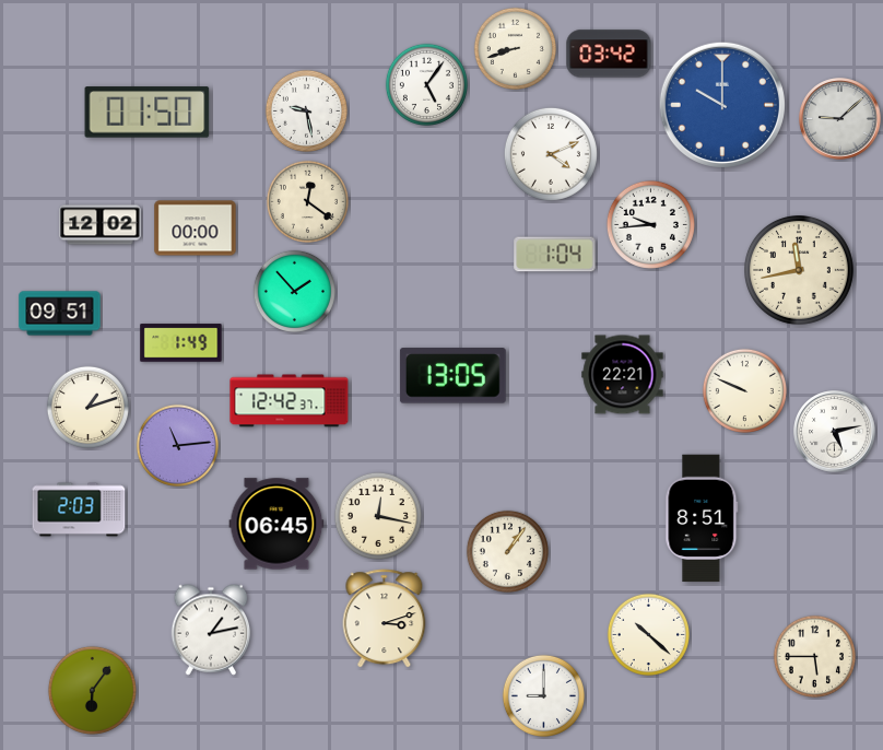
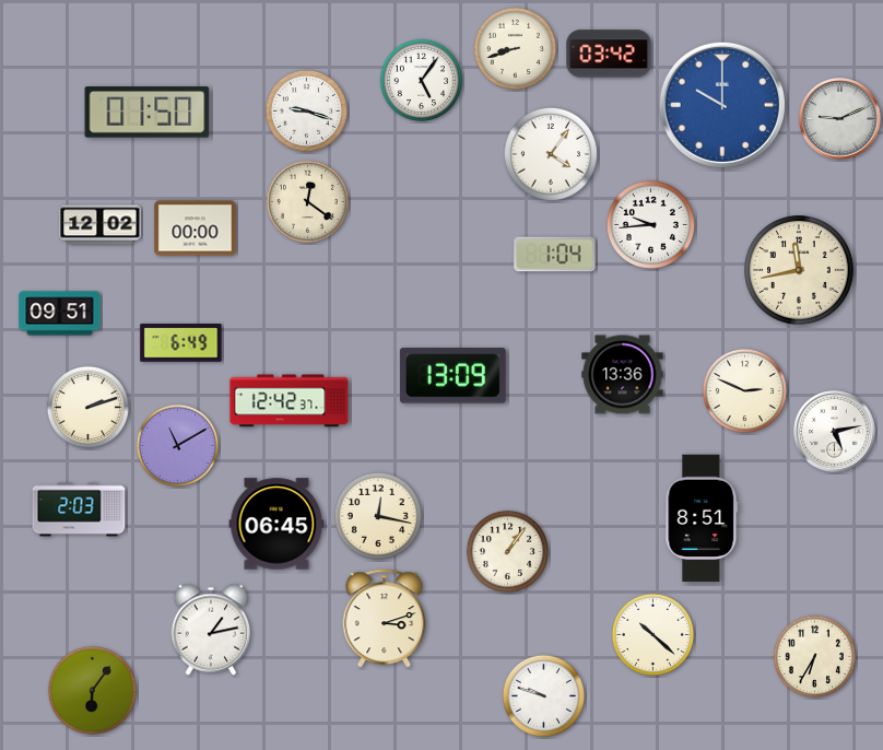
clock at (426, 84) position: (426, 84) -> (421, 80)
clock at (306, 110): 9:28 -> 9:18
clock at (840, 119): 9:08 -> 9:11
clock at (551, 154): 4:11 -> 4:06
clock at (294, 291): 1:53 -> none
clock at (181, 343): 1:49 -> 6:49
clock at (623, 375): 22:21 -> 13:36
clock at (452, 376): 13:05 -> 13:09
clock at (744, 390): 9:49 -> 2:49
clock at (87, 407): 1:12 -> 2:12
clock at (177, 445): 11:14 -> 11:10
clock at (648, 634) position: (648, 634) -> (652, 634)
clock at (814, 656): 5:45 -> 6:35
clock at (543, 695): 9:00 -> 9:48
